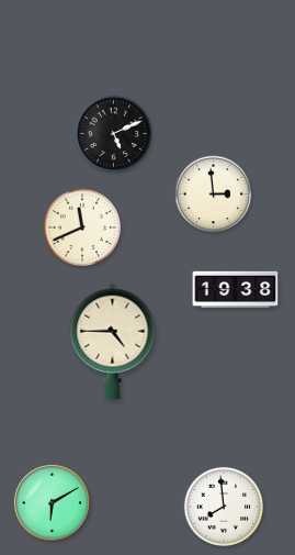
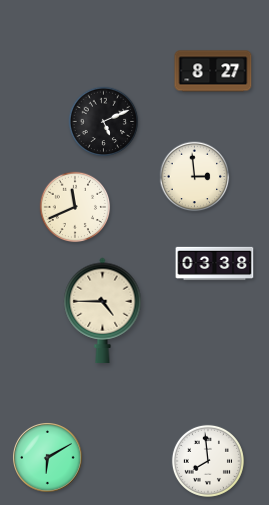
clock at (213, 71): none -> 8:27
clock at (236, 290): 19:38 -> 03:38
clock at (224, 507) position: (224, 507) -> (208, 461)
